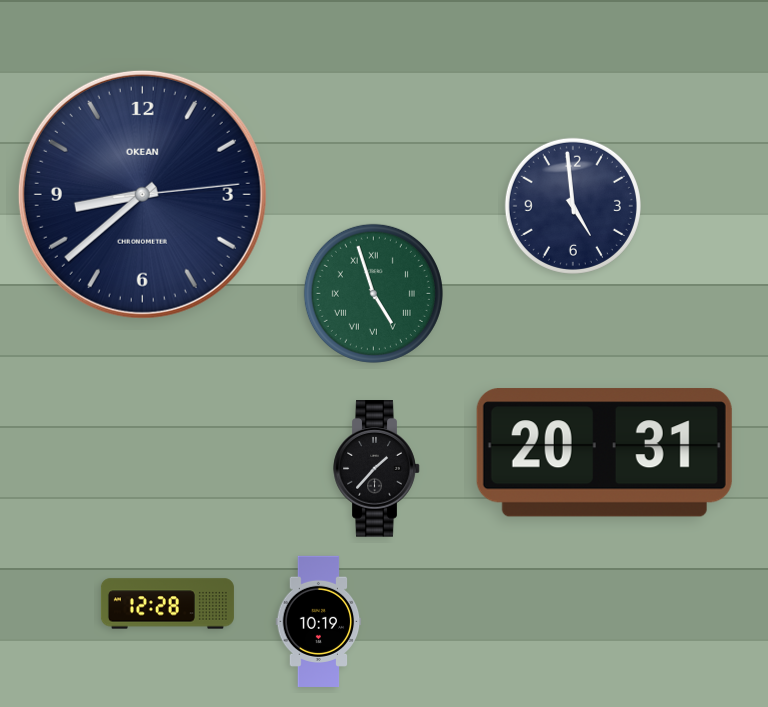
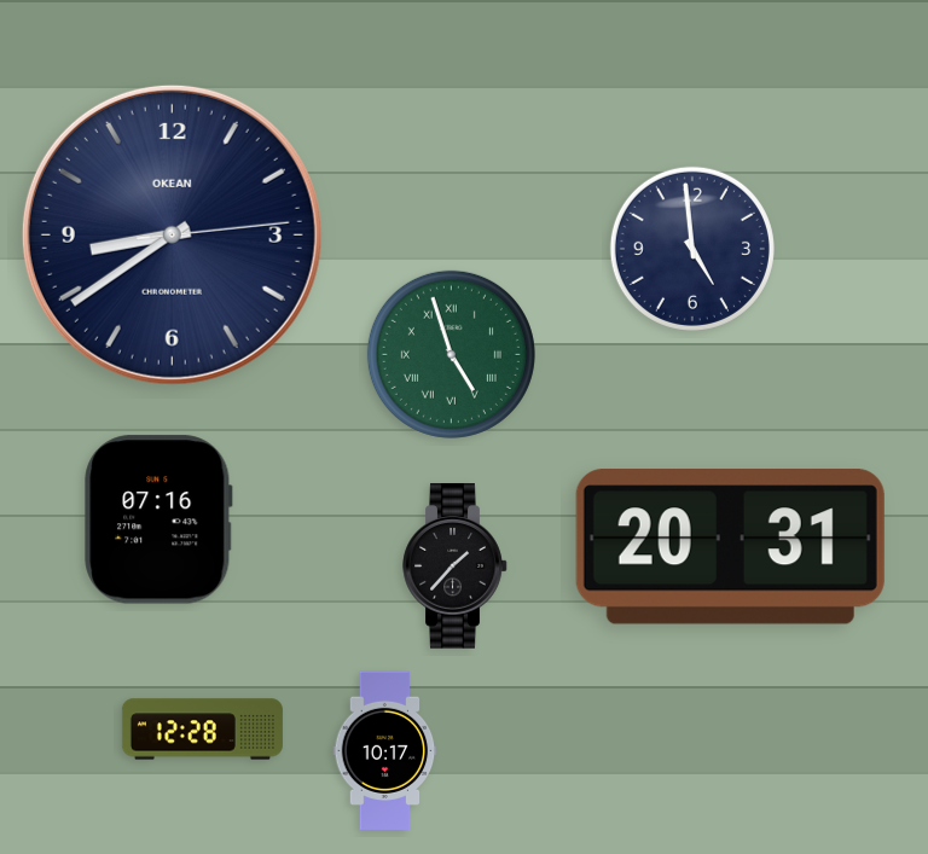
clock at (142, 194): 8:38 -> 8:39
clock at (158, 519): none -> 07:16
clock at (319, 621): 10:19 -> 10:17
